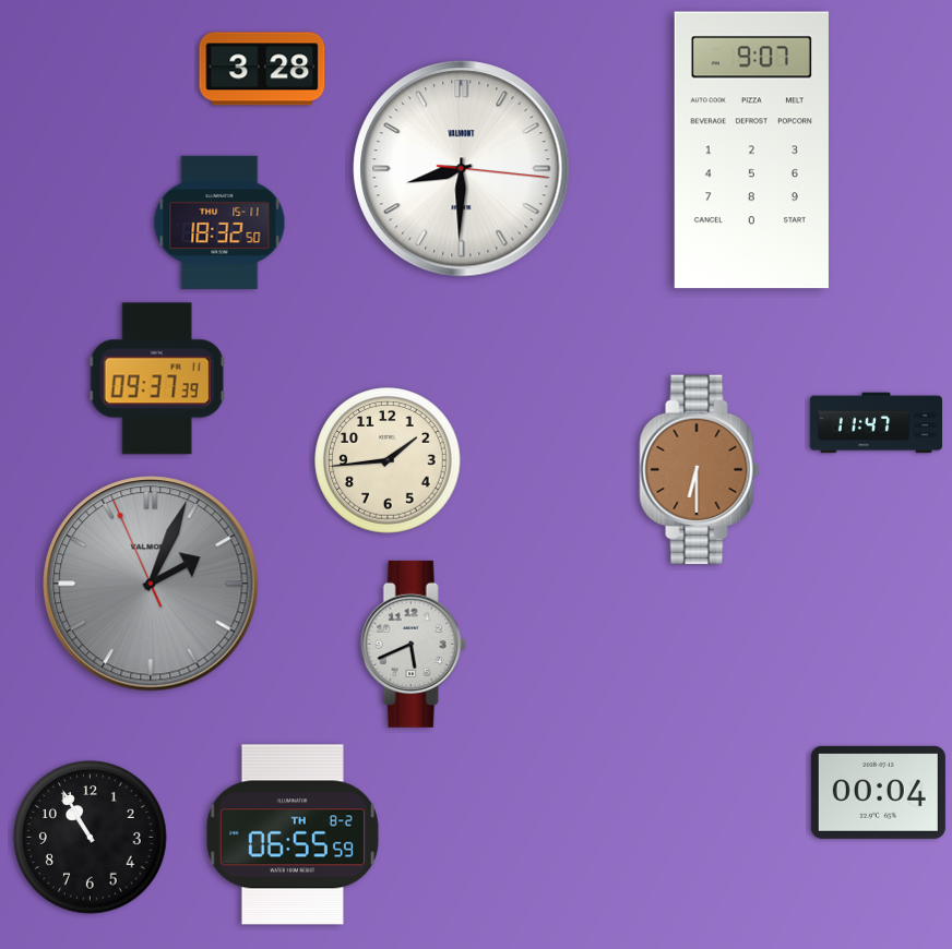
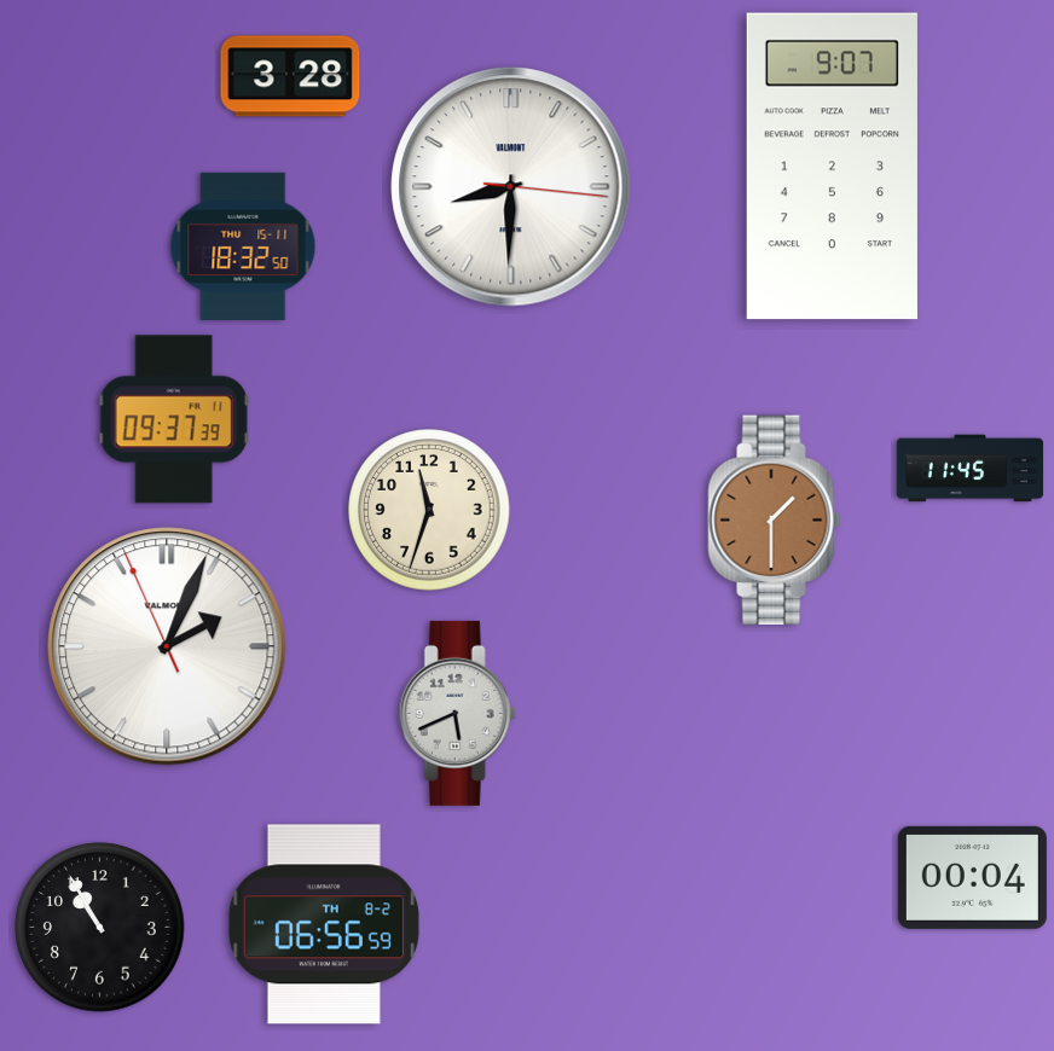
clock at (877, 423): 11:47 -> 11:45
clock at (388, 460): 1:44 -> 11:33
clock at (700, 470): 6:30 -> 1:30
clock at (151, 584) dial: grey -> white
clock at (293, 834): 06:55 -> 06:56
